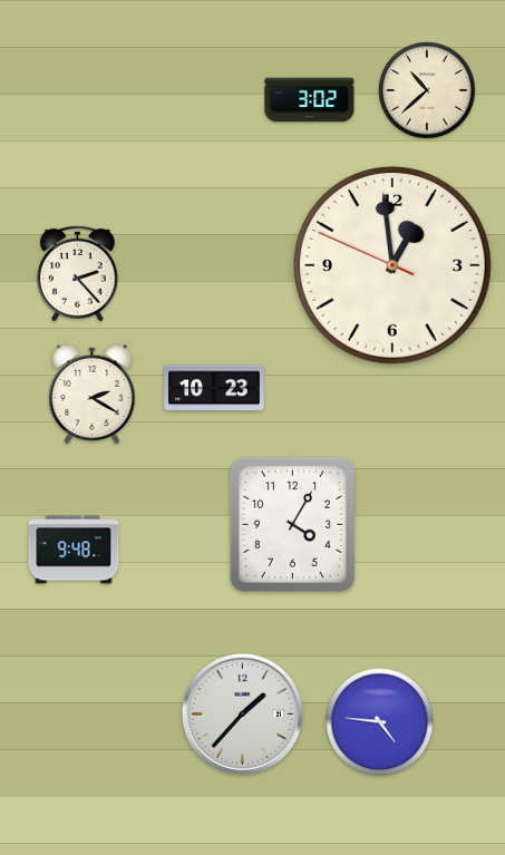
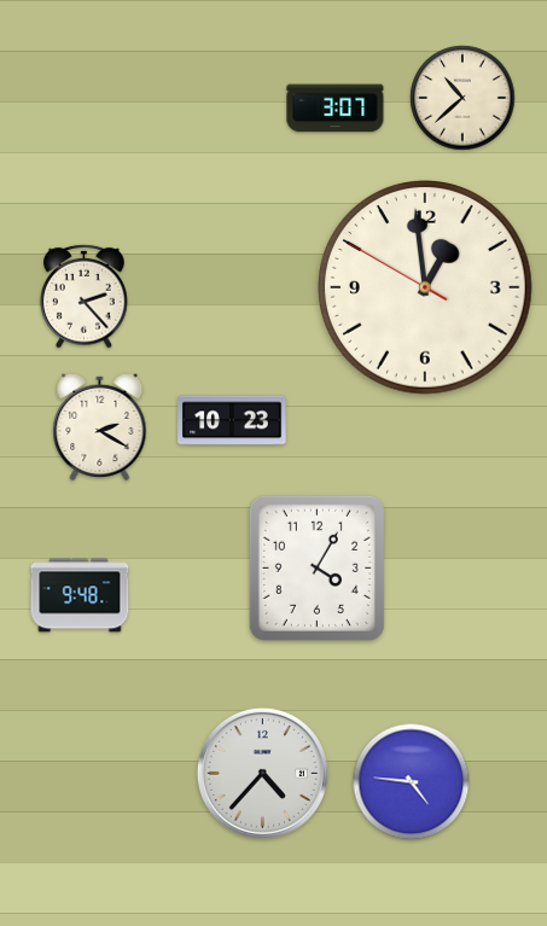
clock at (310, 100): 3:02 -> 3:07
clock at (394, 266): 12:58:49 -> 12:58:50
clock at (242, 713): 1:37 -> 4:37
